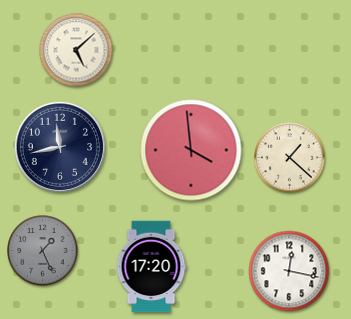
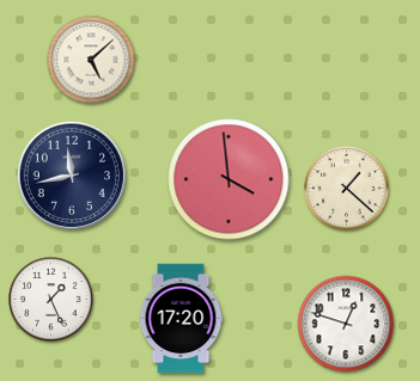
clock at (43, 251) dial: grey -> white
clock at (289, 271): 12:17 -> 12:48
